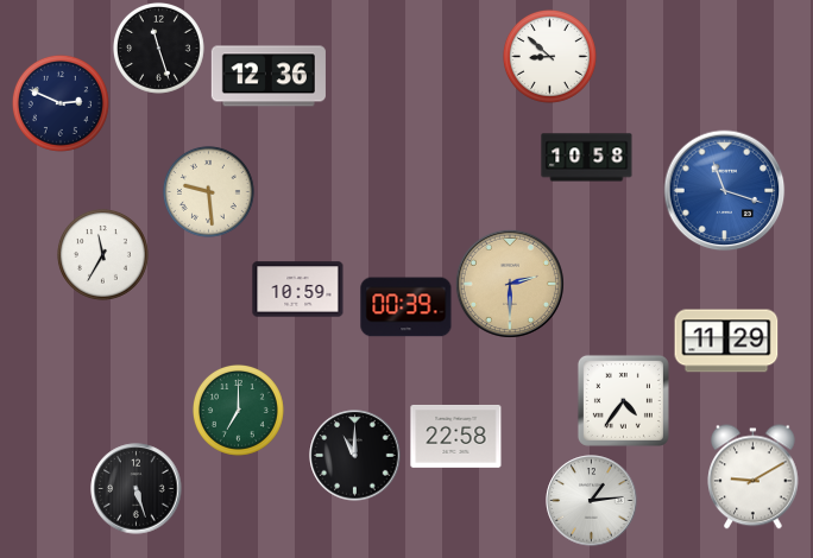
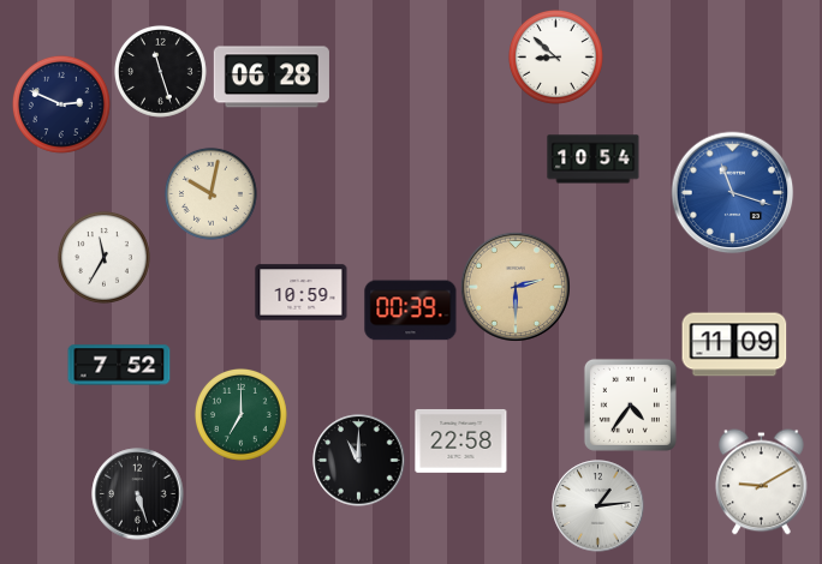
clock at (158, 47) position: (158, 47) -> (160, 71)
clock at (269, 76): 12:36 -> 06:28
clock at (587, 158): 10:58 -> 10:54
clock at (208, 191): 9:29 -> 10:02
clock at (726, 341): 11:29 -> 11:09
clock at (119, 365): none -> 7:52
